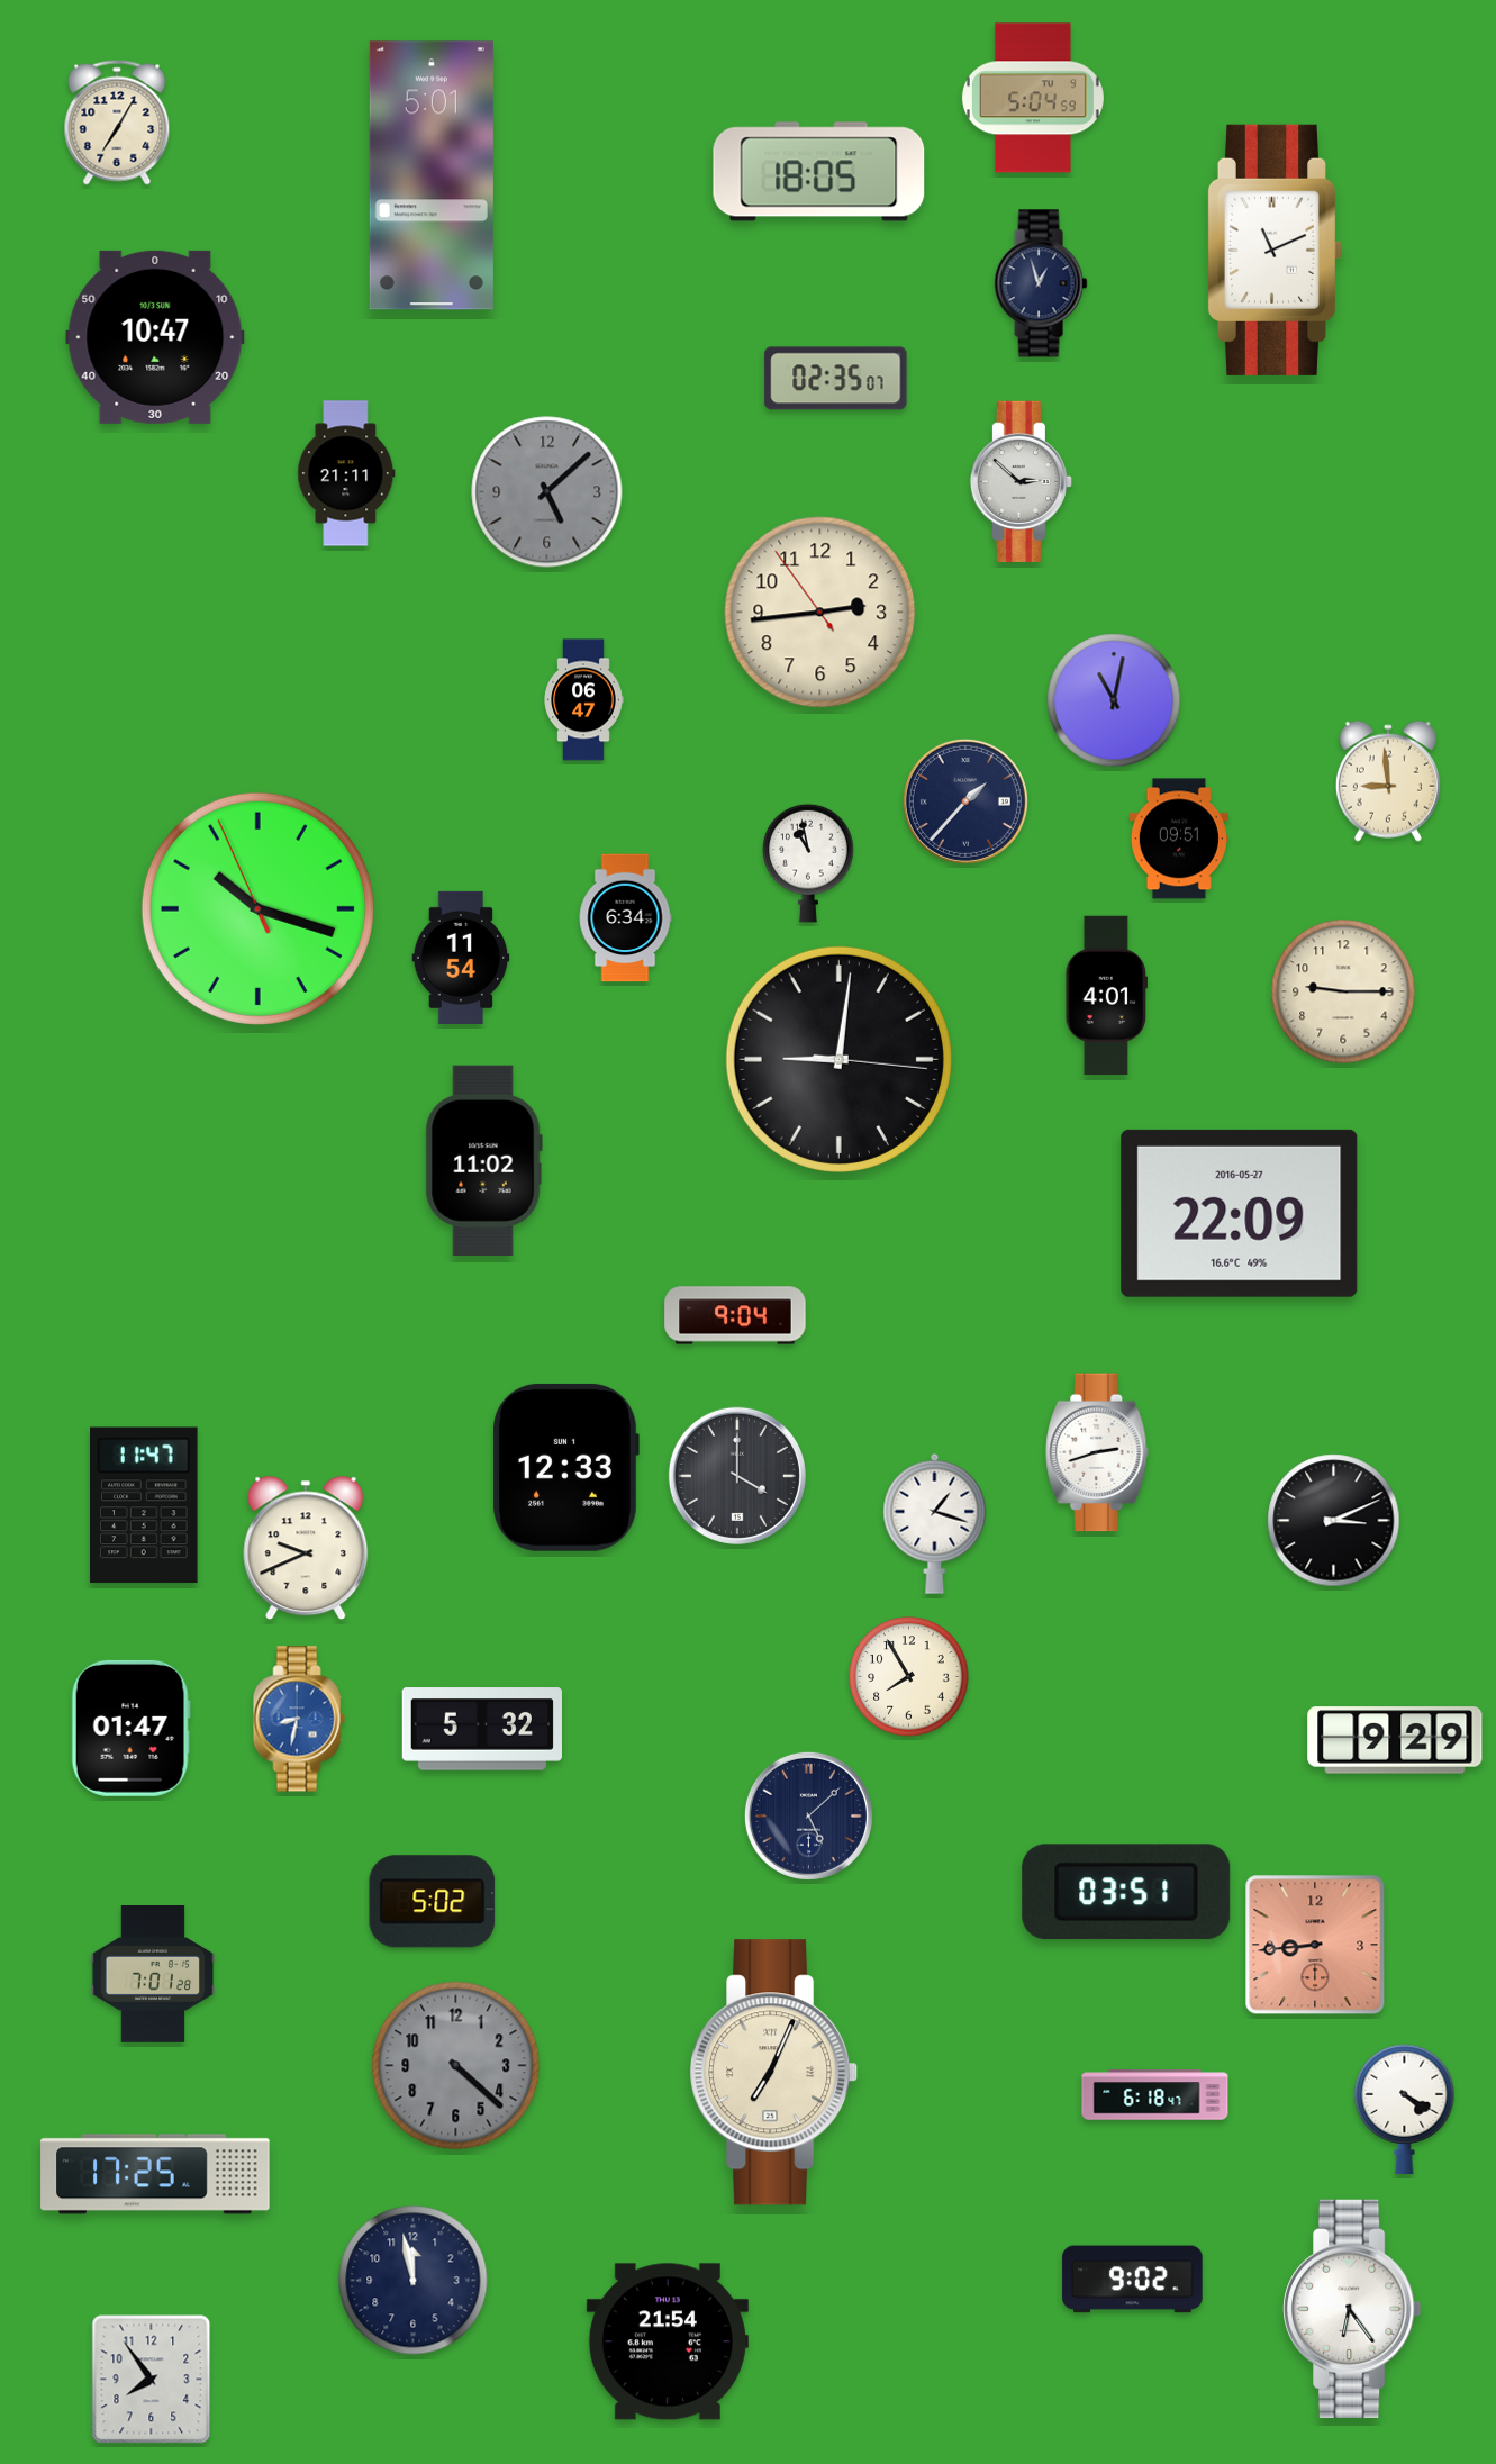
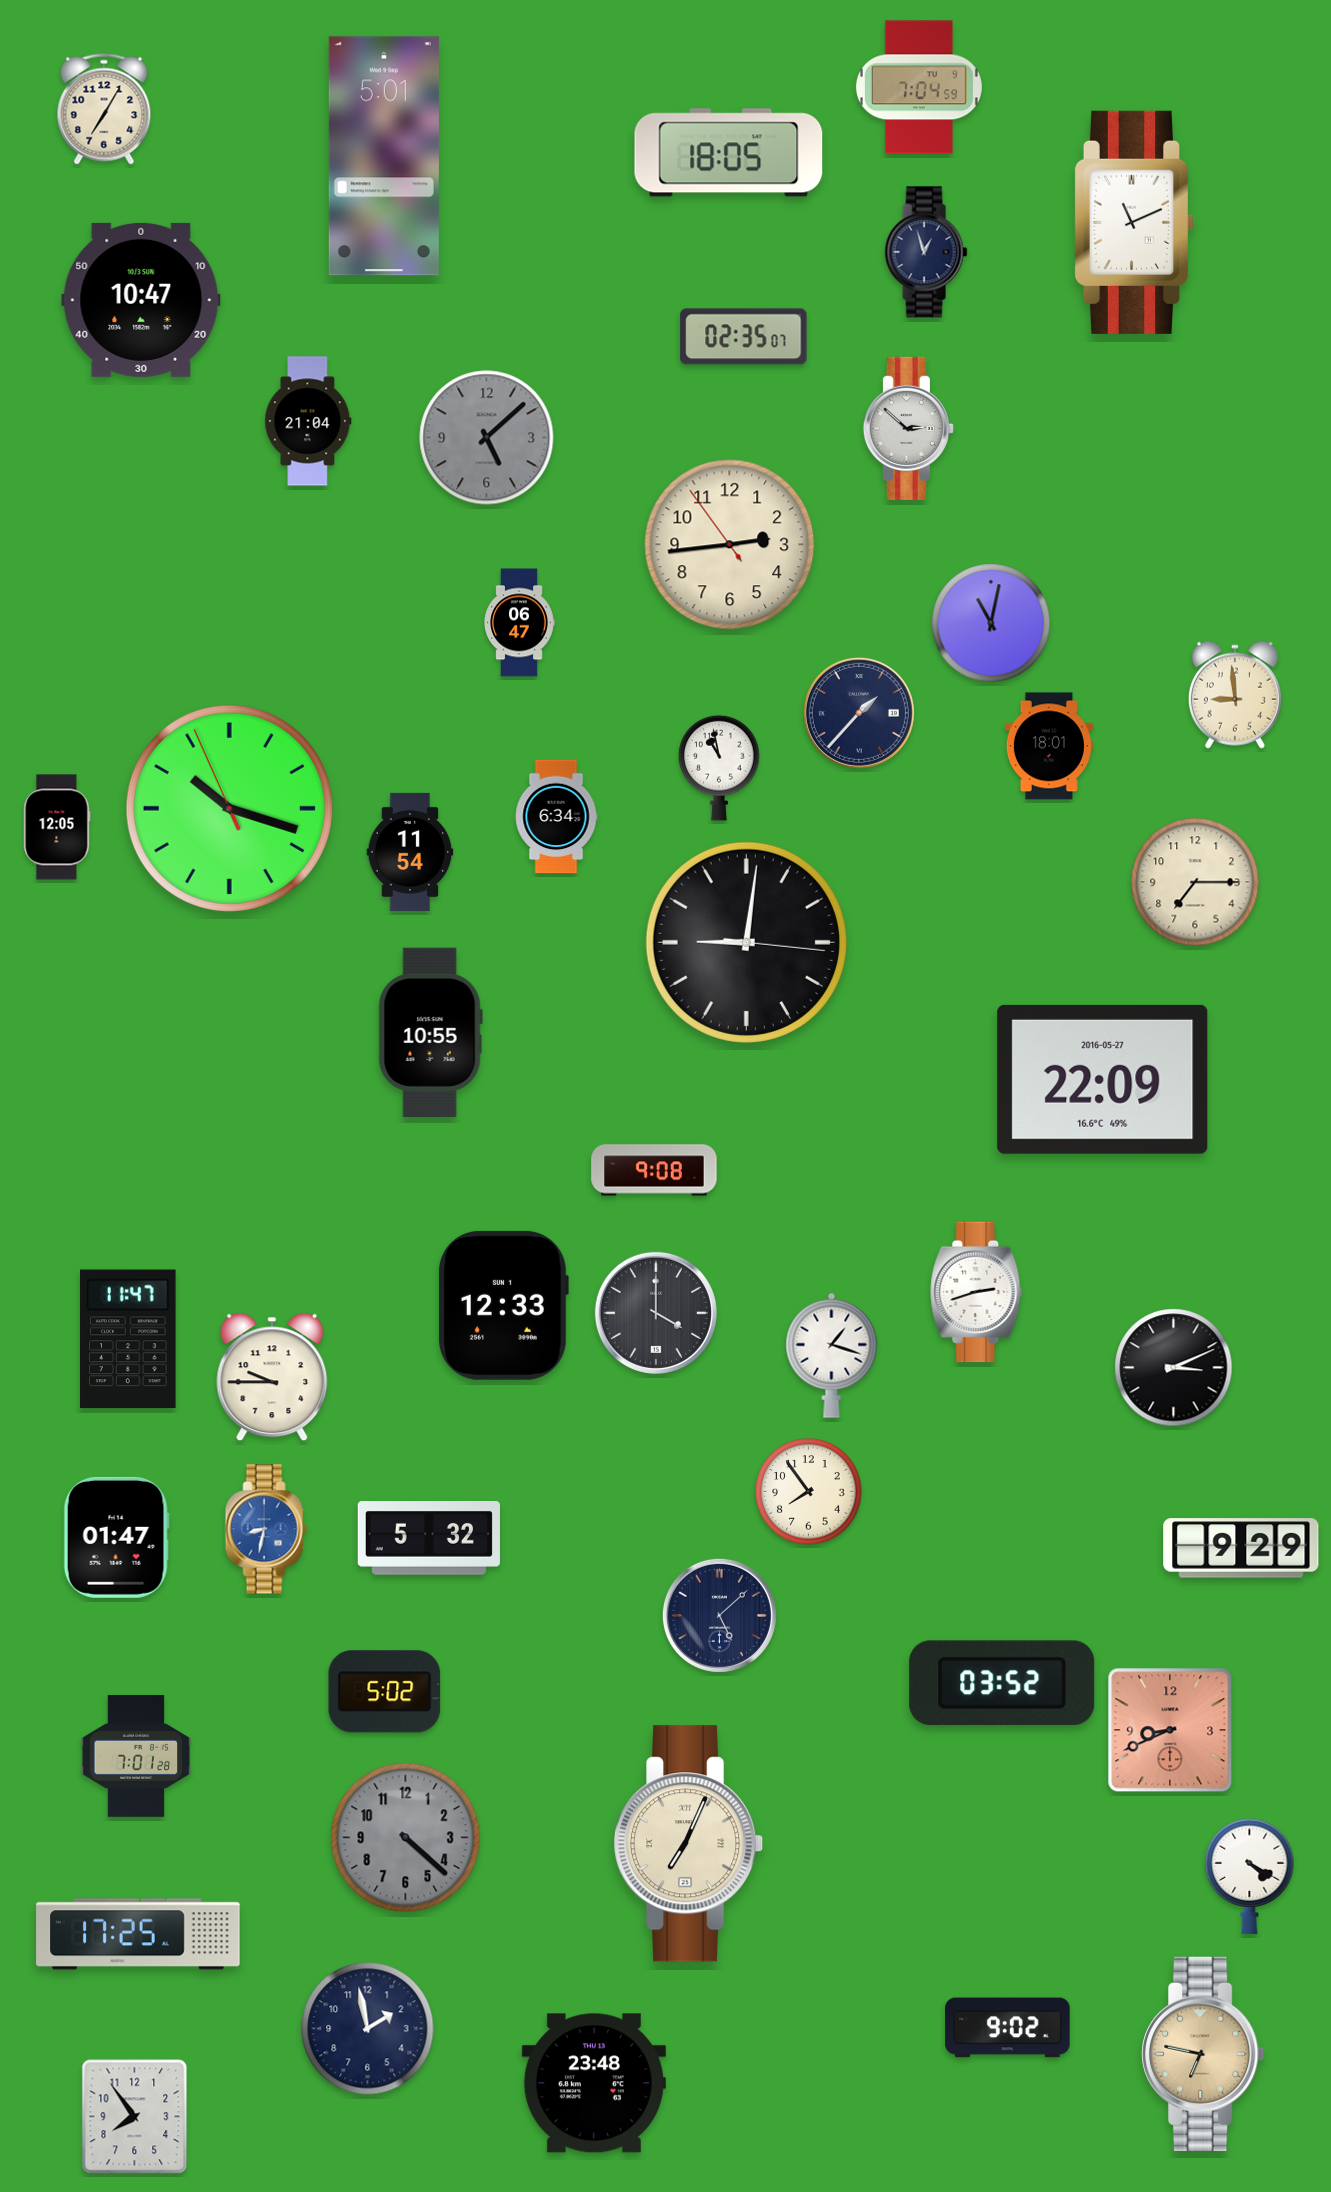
clock at (1033, 98): 5:04 -> 7:04
clock at (155, 337) position: (155, 337) -> (141, 300)
clock at (346, 473): 21:11 -> 21:04
clock at (1179, 839): 09:51 -> 18:01
clock at (57, 827): none -> 12:05
clock at (1343, 991): 9:15 -> 7:15
clock at (1107, 996): 4:01 -> none
clock at (483, 1160): 11:02 -> 10:55
clock at (735, 1315): 9:04 -> 9:08
clock at (1334, 1521) position: (1334, 1521) -> (1174, 1368)
clock at (306, 1548): 9:41 -> 9:45
clock at (909, 1677): 7:55 -> 7:54
clock at (1126, 1892): 03:51 -> 03:52
clock at (1315, 1945): 8:44 -> 8:41
clock at (1155, 2095): 6:18 -> none
clock at (414, 2281): 11:58 -> 1:58
clock at (1352, 2309): 6:24 -> 6:47
clock at (1352, 2309) dial: white -> champagne
clock at (668, 2341): 21:54 -> 23:48
